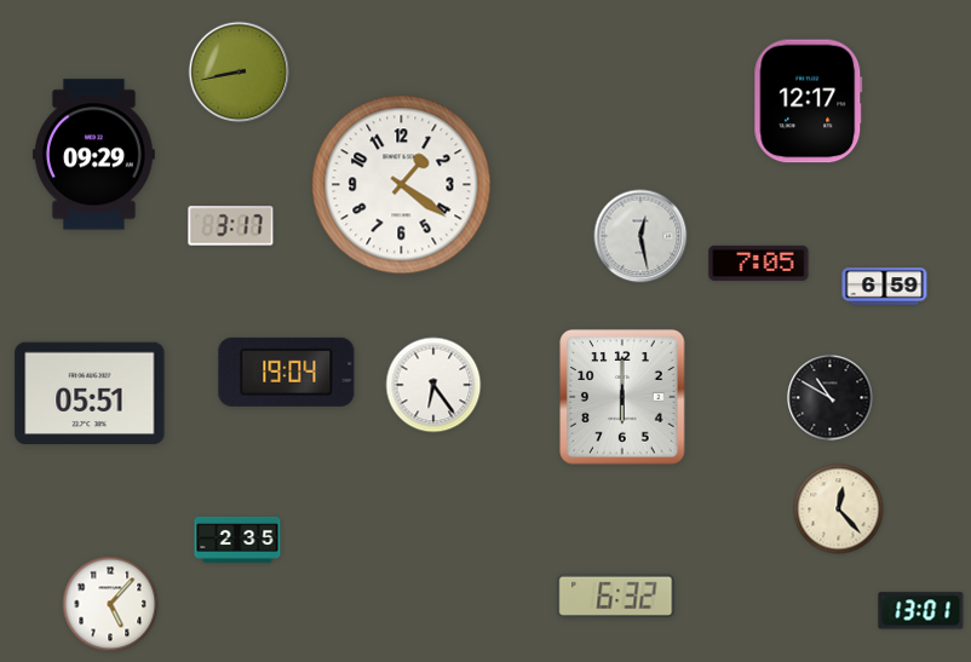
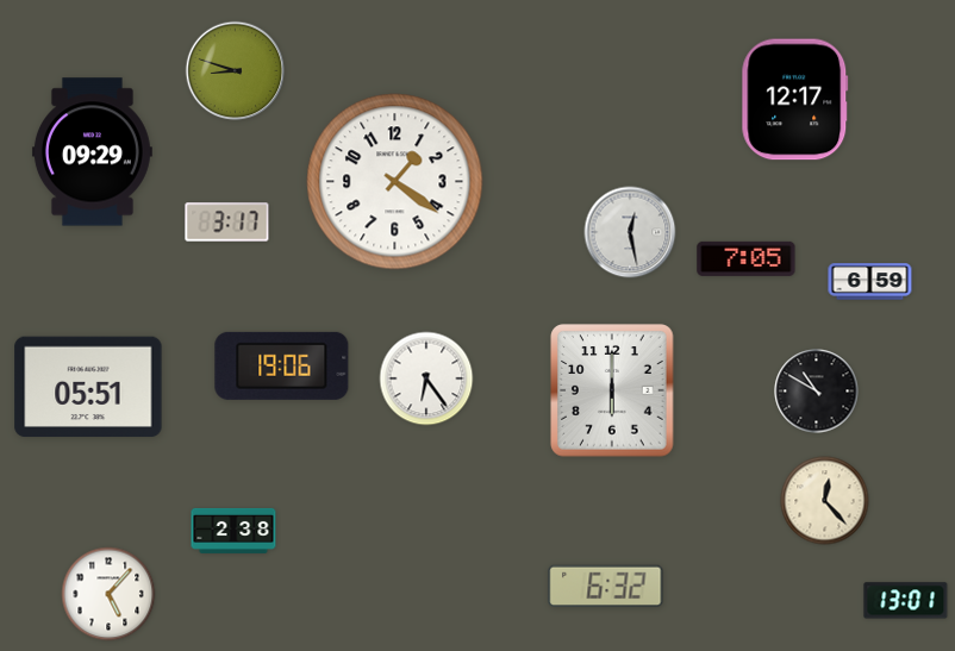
clock at (240, 73): 8:43 -> 8:48
clock at (287, 372): 19:04 -> 19:06
clock at (237, 540): 2:35 -> 2:38
